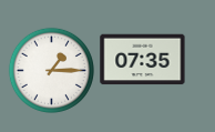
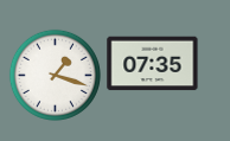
clock at (51, 70): 1:15 -> 1:18
